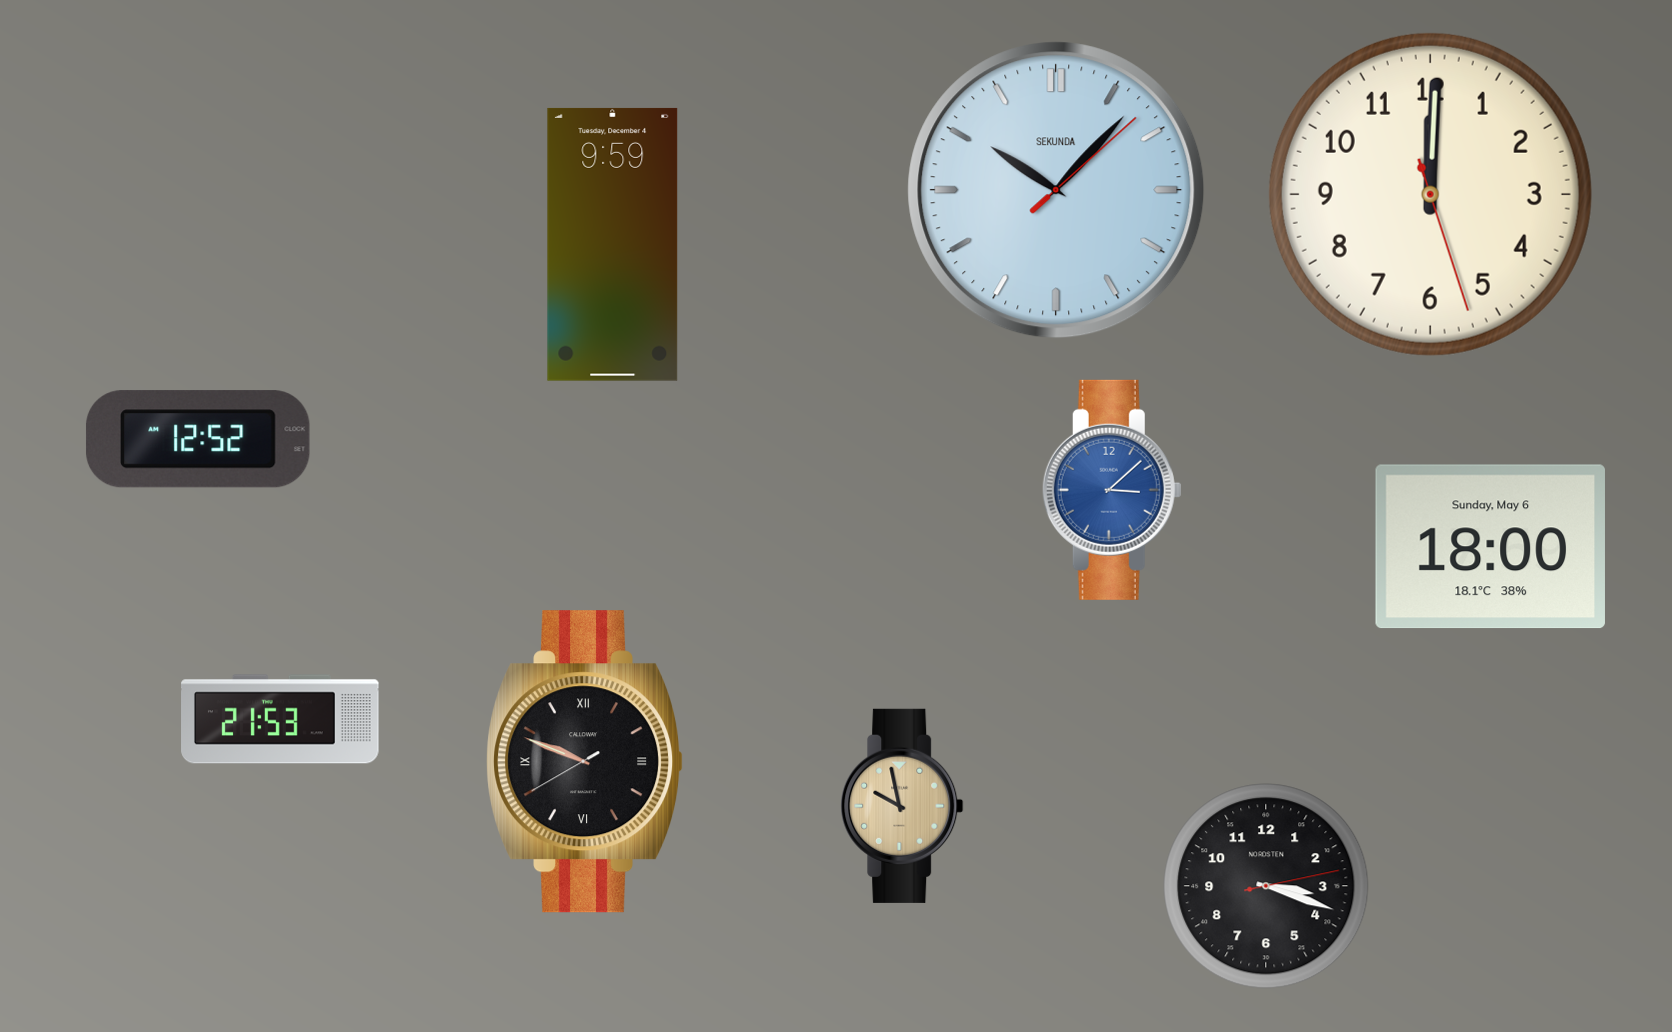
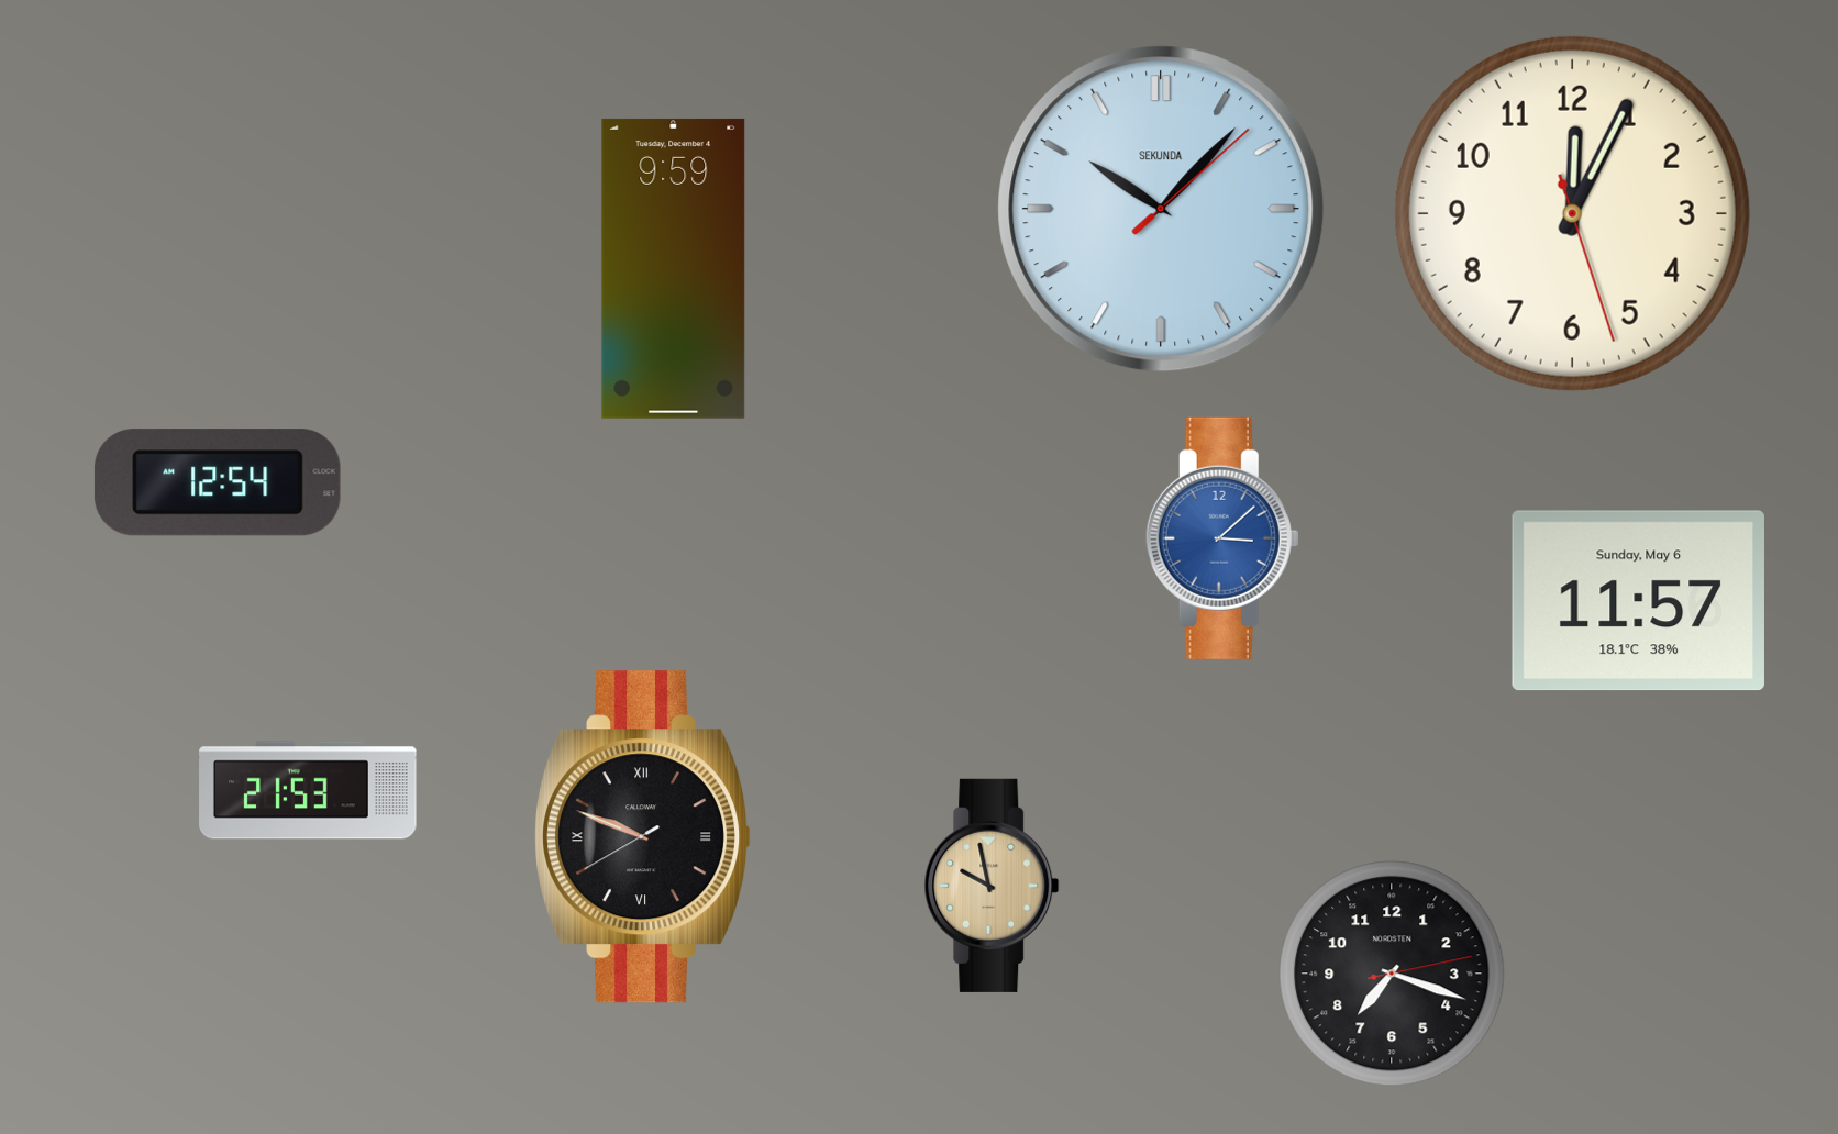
clock at (1430, 194): 12:00 -> 12:04
clock at (198, 439): 12:52 -> 12:54
clock at (1490, 547): 18:00 -> 11:57
clock at (1266, 886): 3:18 -> 7:18
